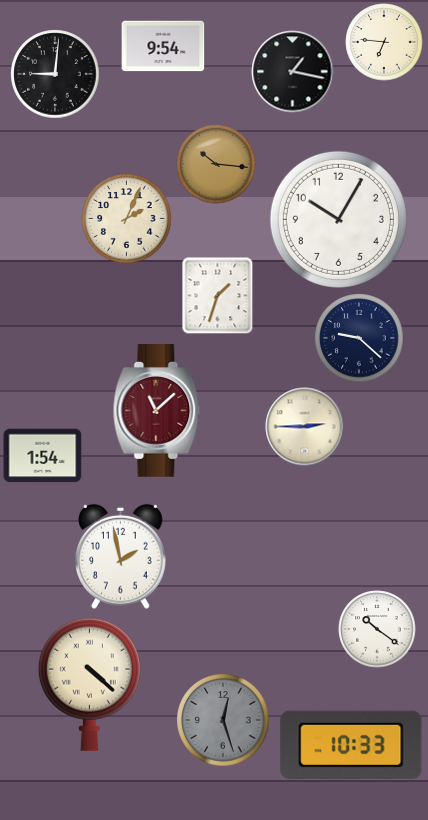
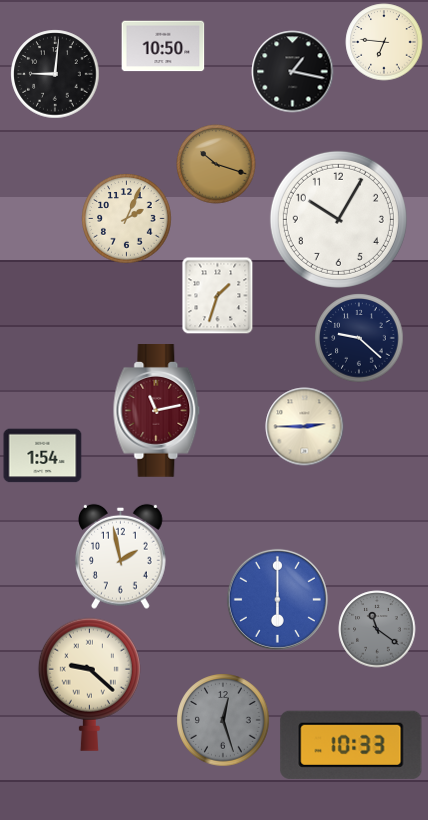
clock at (163, 46): 9:54 -> 10:50
clock at (216, 164): 10:16 -> 10:18
clock at (157, 411): 11:08 -> 11:13
clock at (277, 599): none -> 6:00
clock at (377, 629): 10:21 -> 11:21
clock at (377, 629) dial: white -> grey
clock at (89, 684): 4:22 -> 9:22
